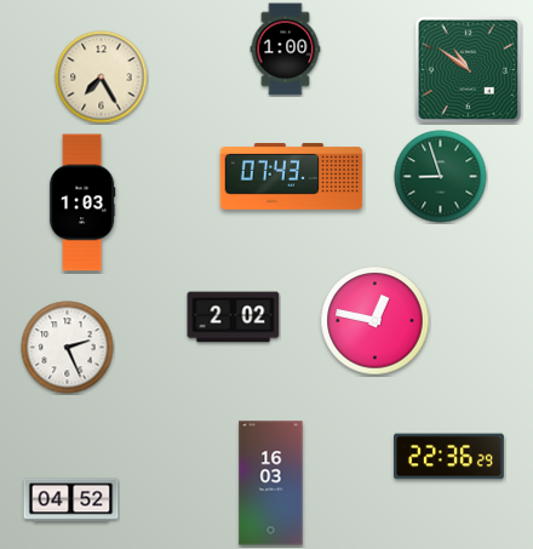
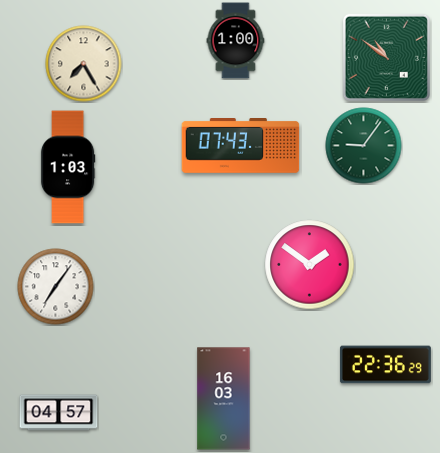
clock at (441, 177): 8:57 -> 9:06
clock at (234, 318): 2:02 -> none
clock at (376, 321): 12:47 -> 1:51
clock at (68, 348): 2:26 -> 7:06
clock at (448, 457) position: (448, 457) -> (385, 365)
clock at (71, 501): 04:52 -> 04:57
